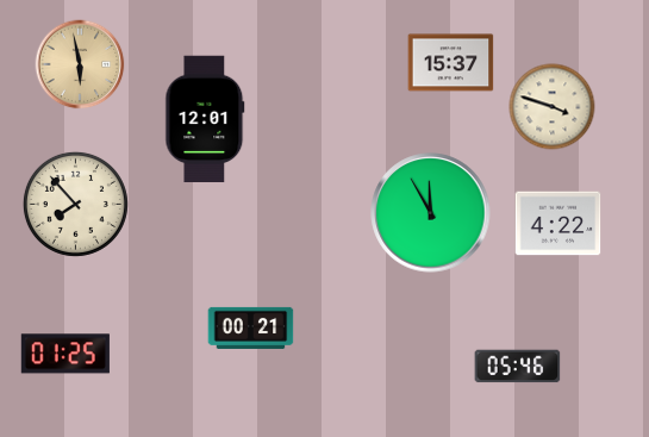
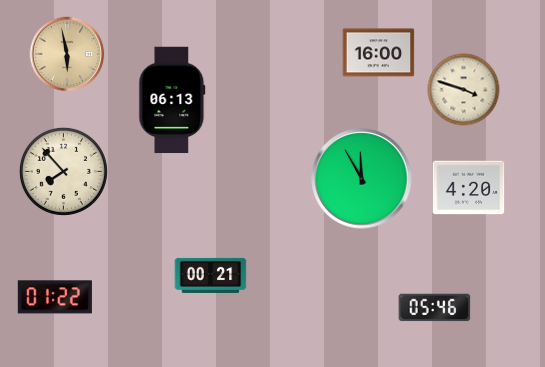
clock at (451, 63): 15:37 -> 16:00
clock at (205, 119): 12:01 -> 06:13
clock at (558, 224): 4:22 -> 4:20
clock at (65, 354): 01:25 -> 01:22
